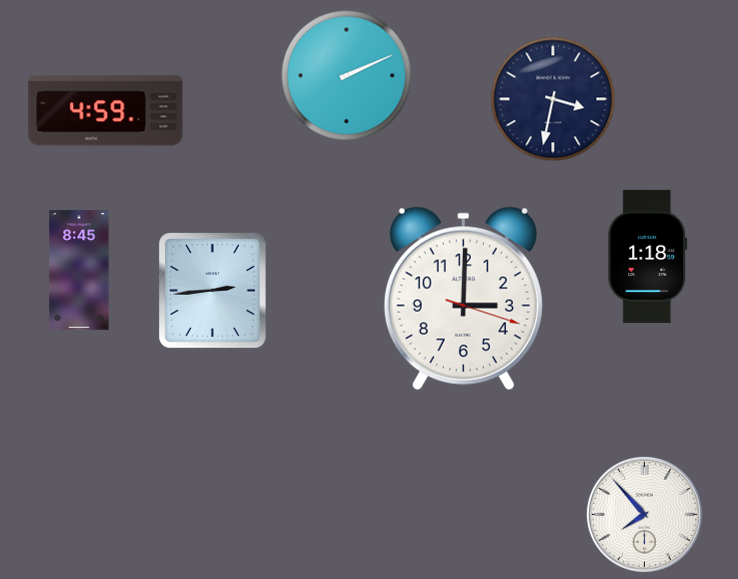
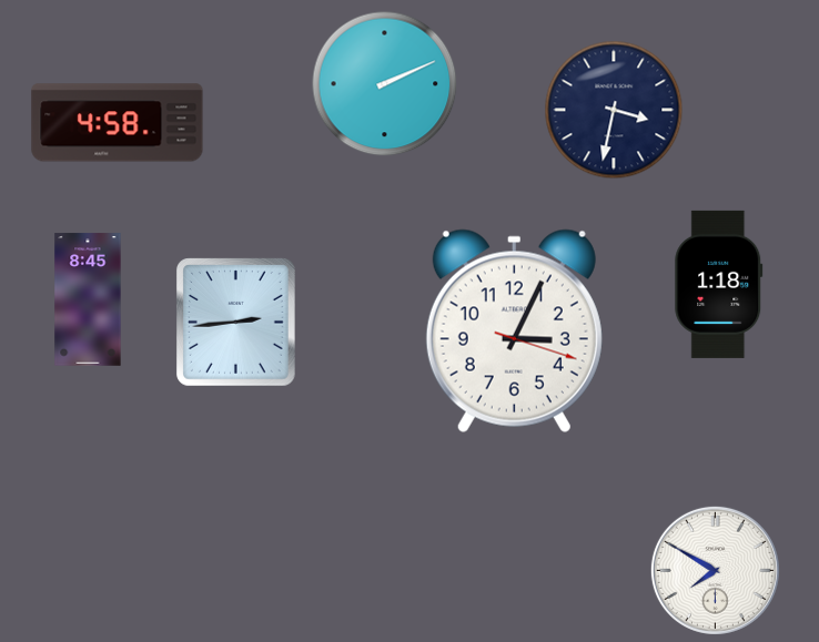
clock at (106, 111): 4:59 -> 4:58
clock at (463, 298): 3:00 -> 3:04
clock at (644, 514): 7:53 -> 7:50
